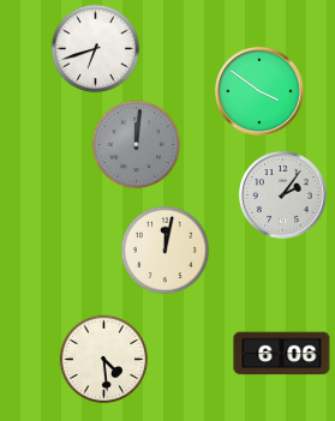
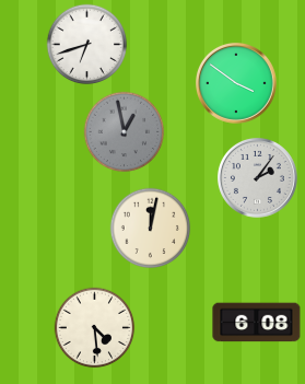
clock at (137, 145): 12:01 -> 12:58
clock at (282, 354): 6:06 -> 6:08
